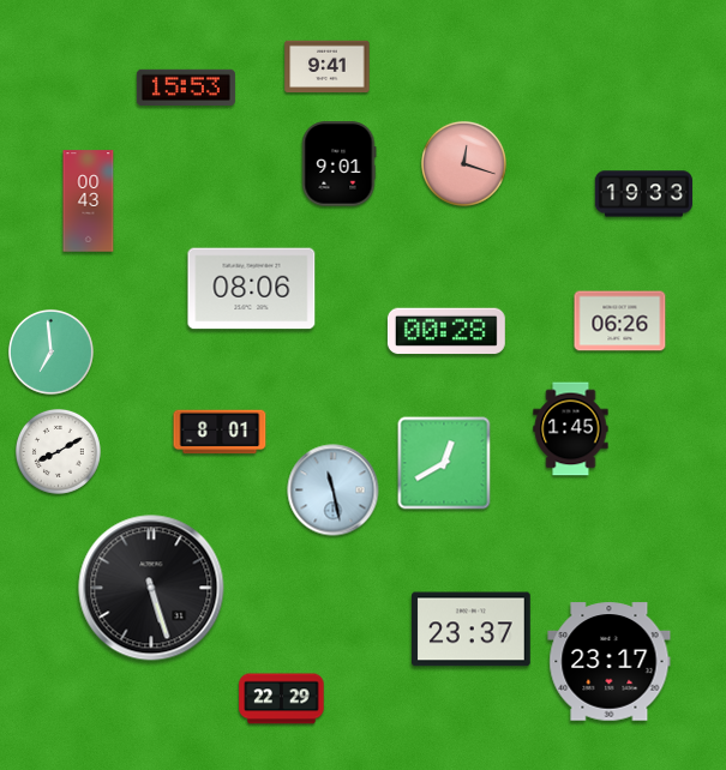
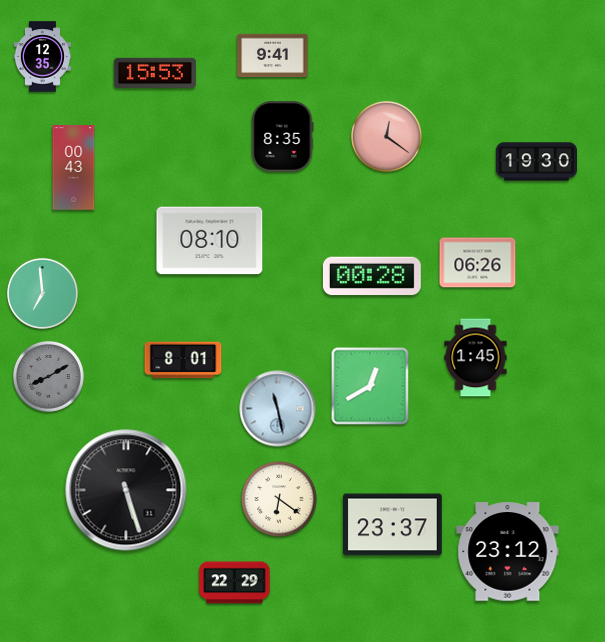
clock at (42, 57): none -> 12:35
clock at (463, 163): 12:18 -> 12:21
clock at (338, 164): 9:01 -> 8:35
clock at (643, 194): 19:33 -> 19:30
clock at (252, 289): 08:06 -> 08:10
clock at (620, 321) position: (620, 321) -> (478, 263)
clock at (58, 451) dial: white -> grey
clock at (279, 499): none -> 6:21
clock at (610, 662): 23:17 -> 23:12
